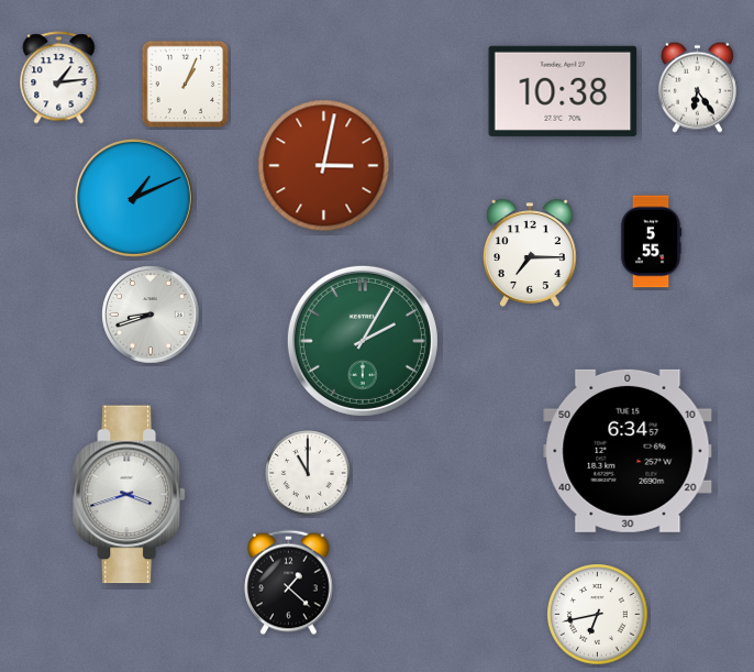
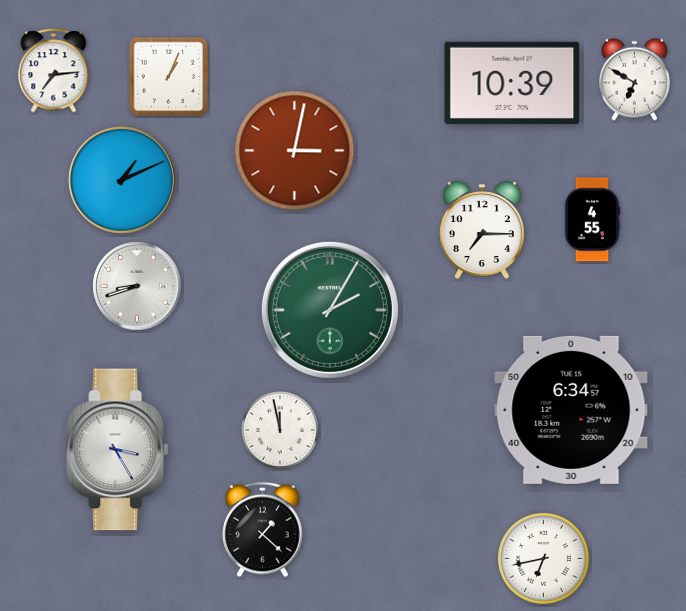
clock at (59, 78): 1:14 -> 7:14
clock at (697, 87): 6:24 -> 6:50
clock at (563, 91): 10:38 -> 10:39
clock at (651, 242): 5:55 -> 4:55
clock at (309, 474): 11:00 -> 11:58
clock at (130, 495): 3:42 -> 3:25
